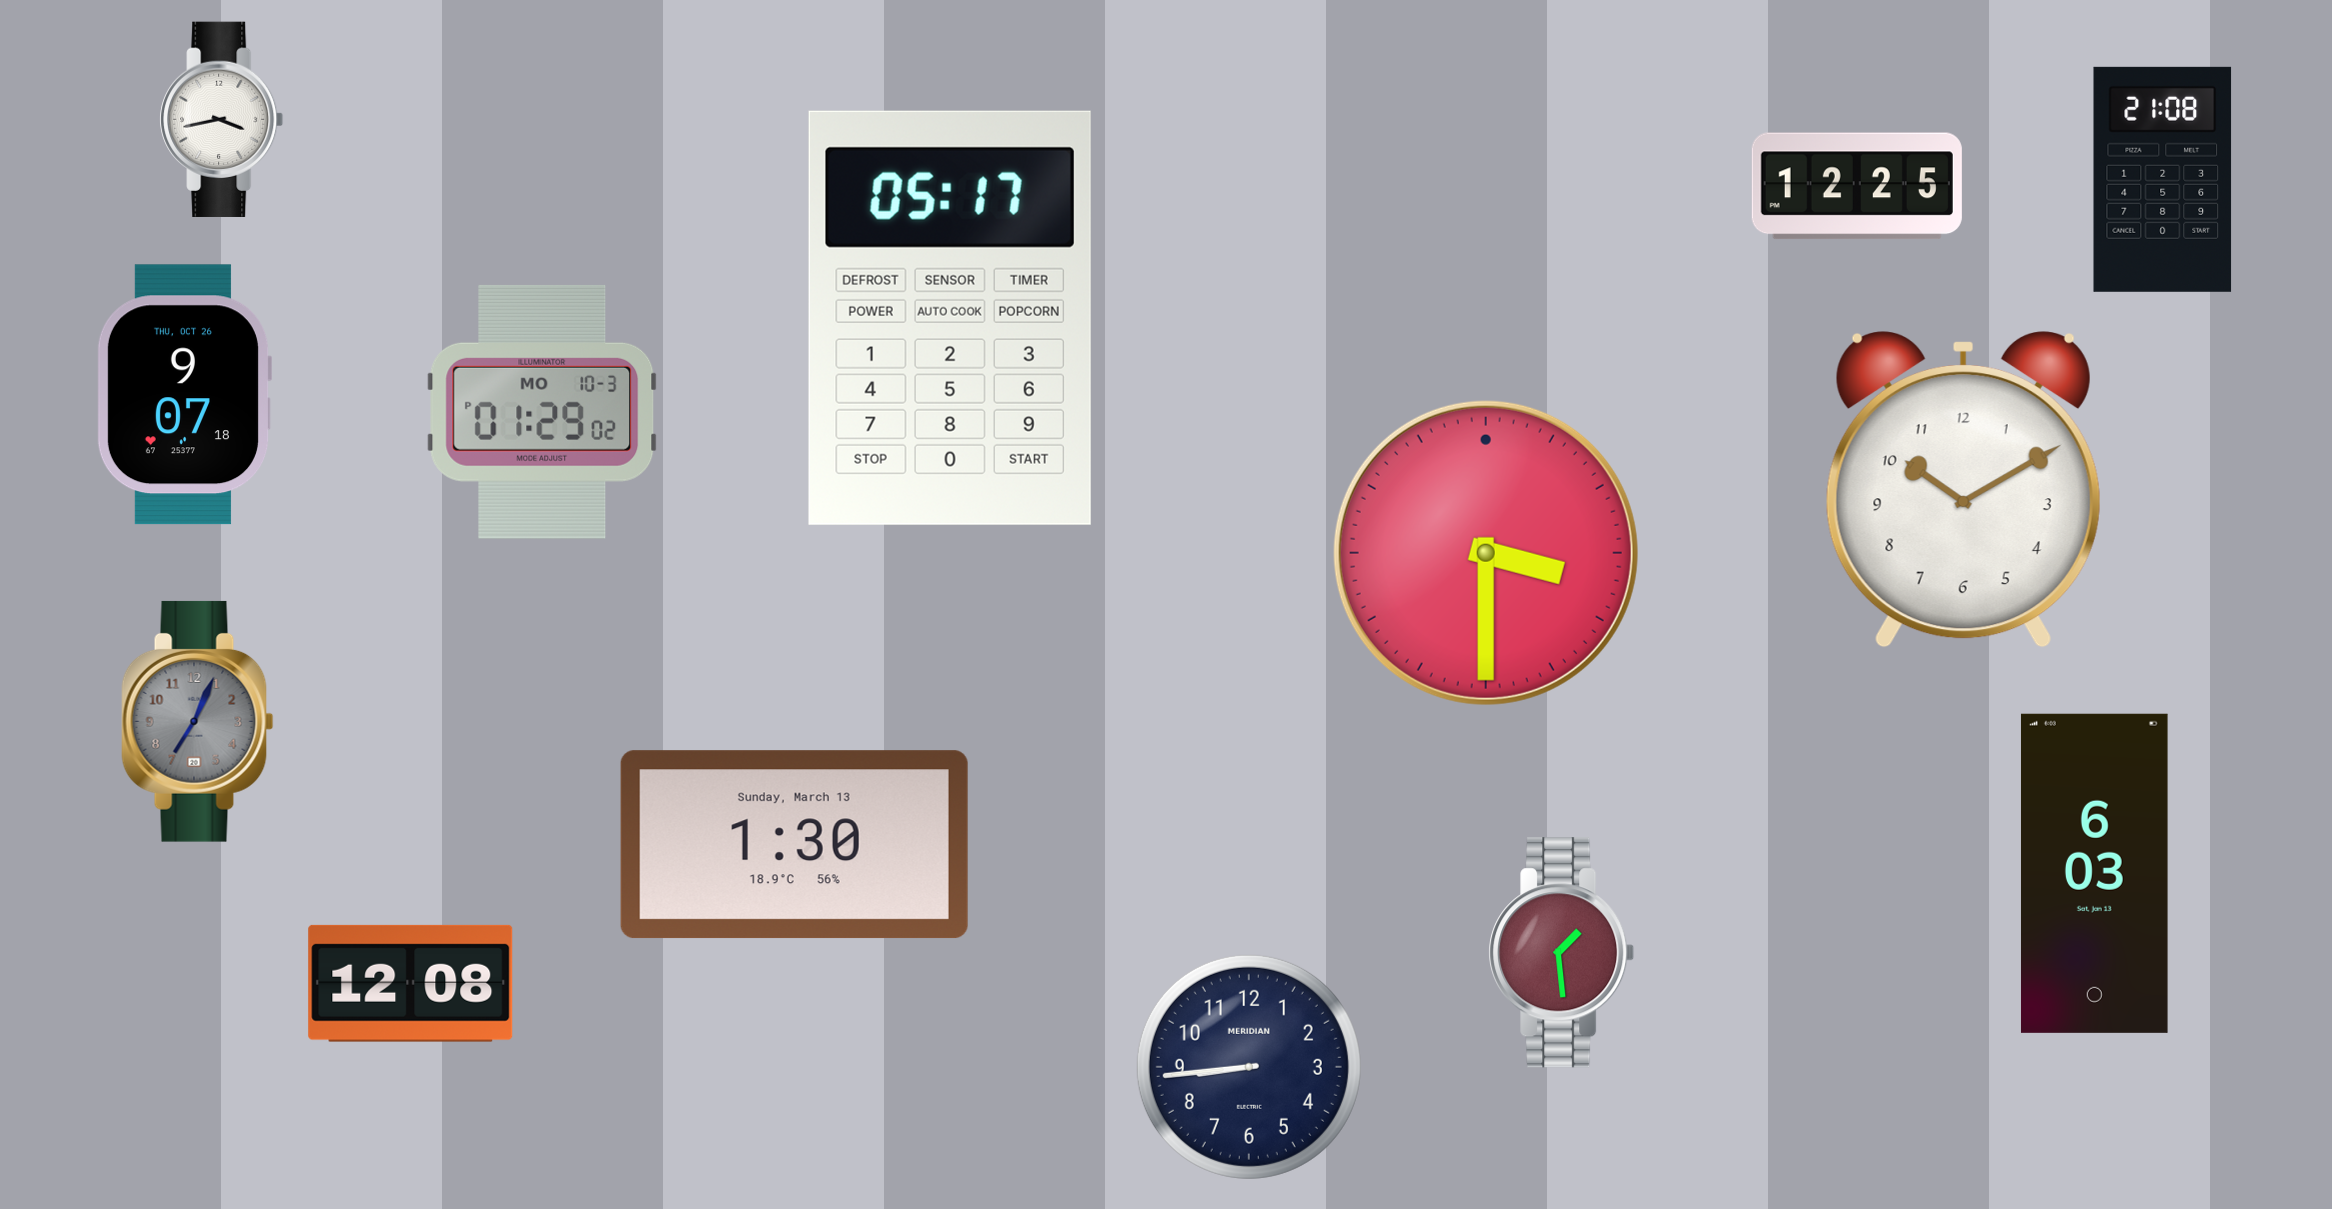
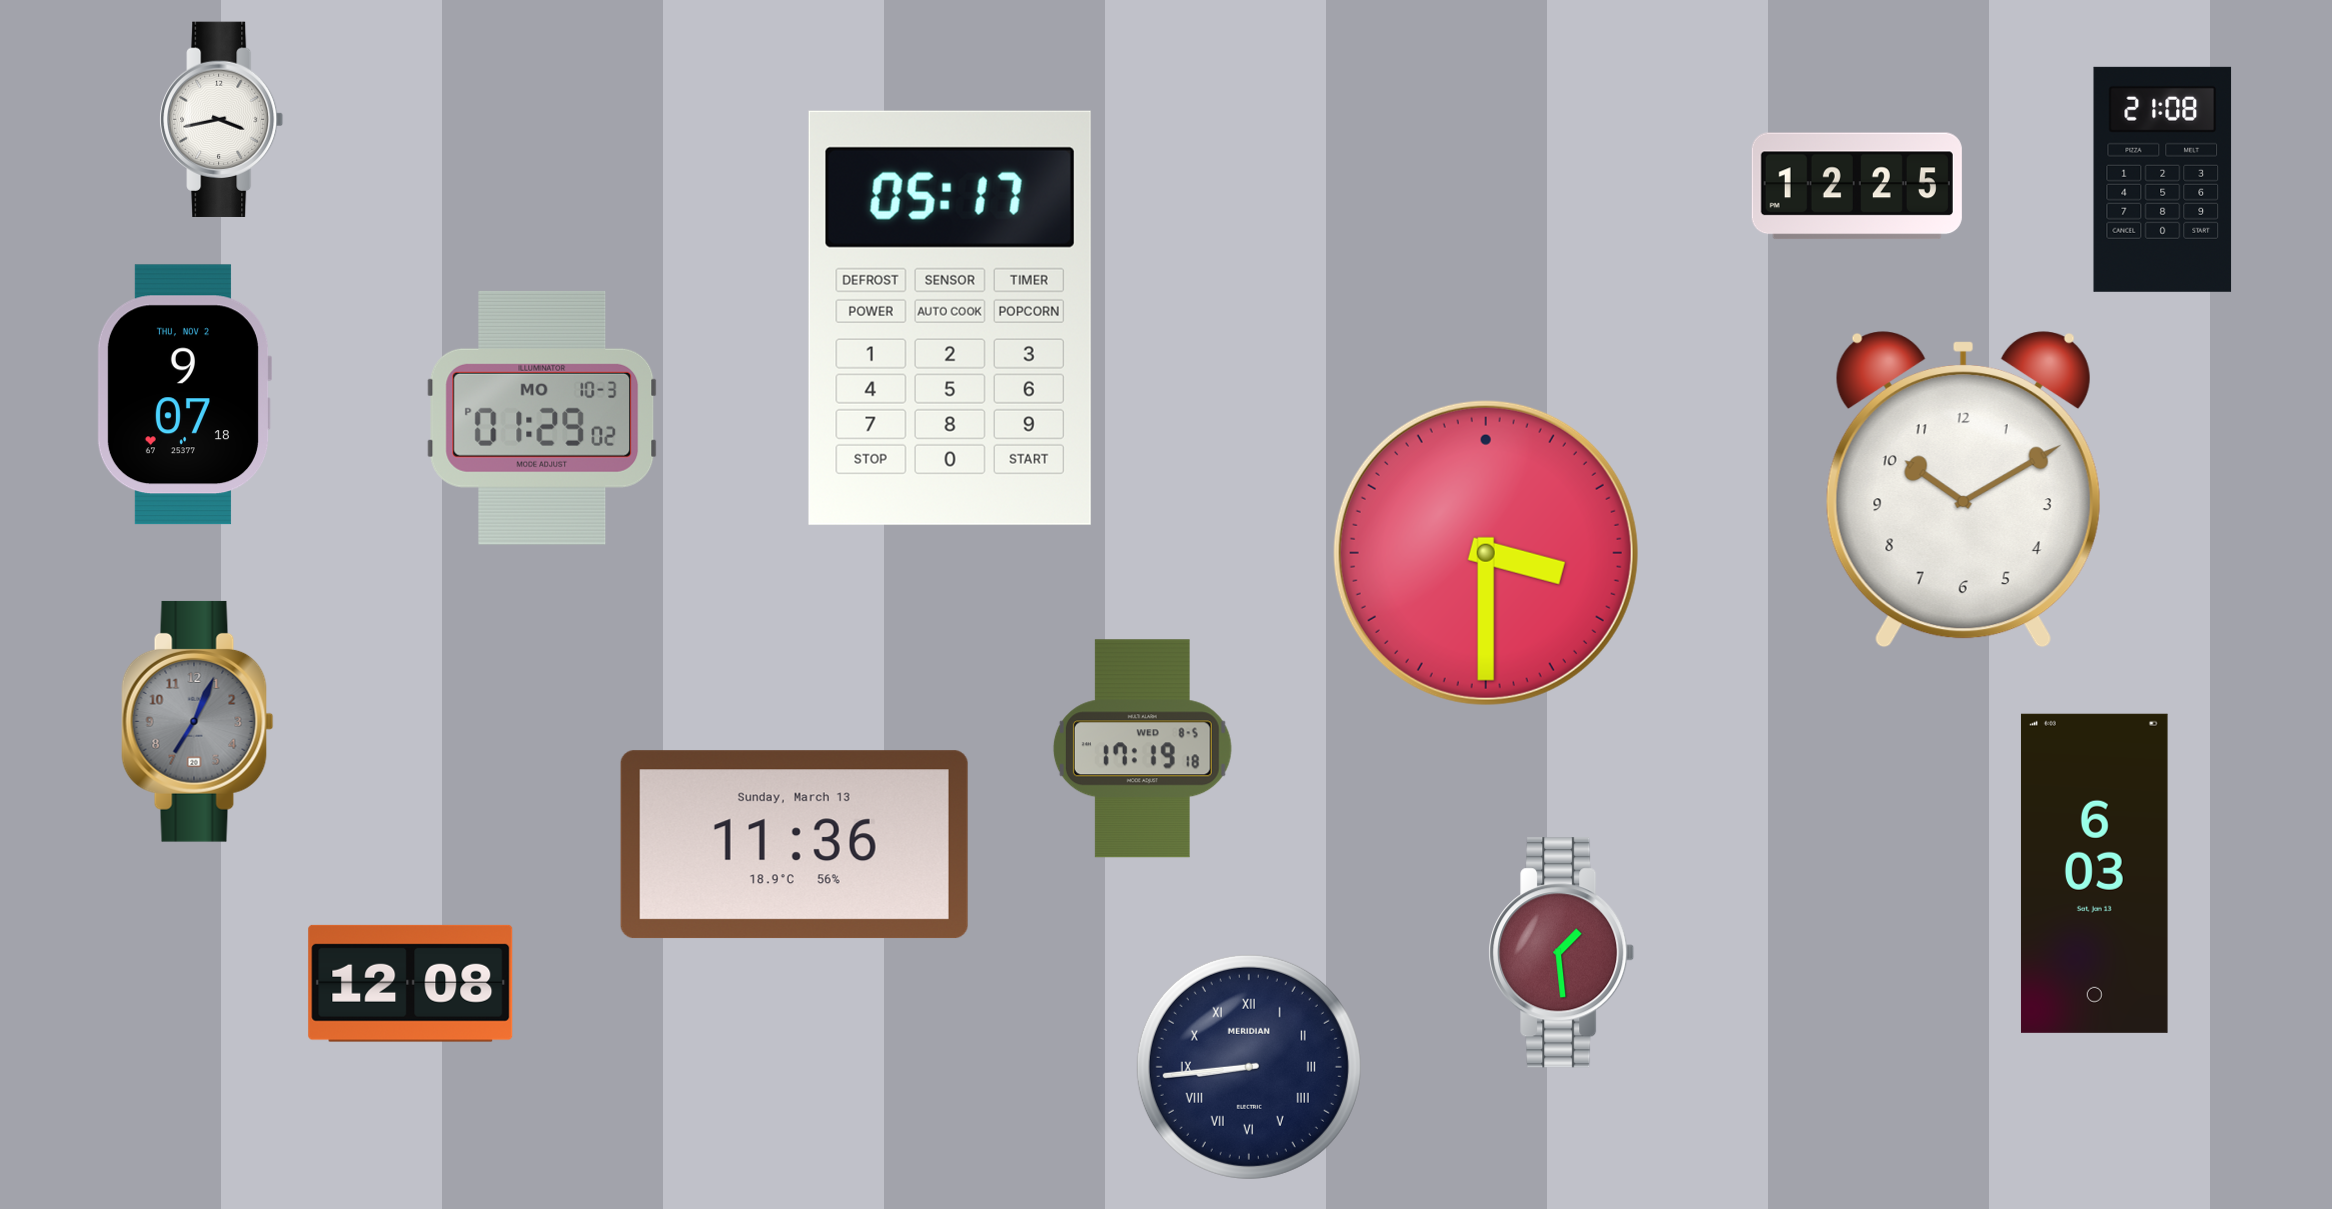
clock at (183, 395) date: THU, OCT 26 -> THU, NOV 2
clock at (542, 412) position: (542, 412) -> (542, 418)
clock at (1142, 749): none -> 17:19
clock at (794, 845): 1:30 -> 11:36
clock at (1249, 1067) numerals: Arabic -> Roman
